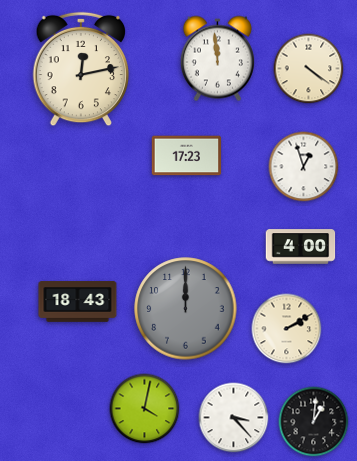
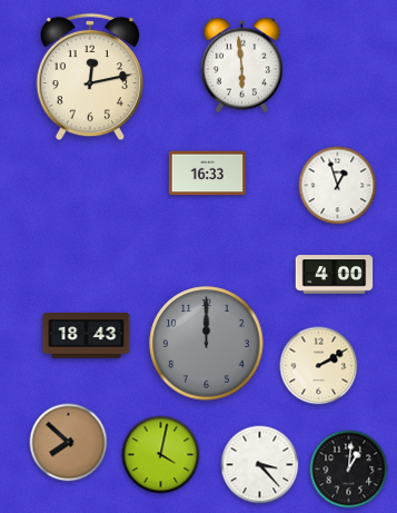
clock at (217, 59): 11:59 -> 5:59
clock at (309, 69): 4:21 -> none
clock at (187, 156): 17:23 -> 16:33
clock at (69, 443): none -> 7:52
